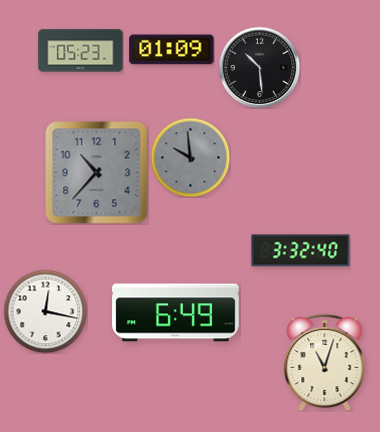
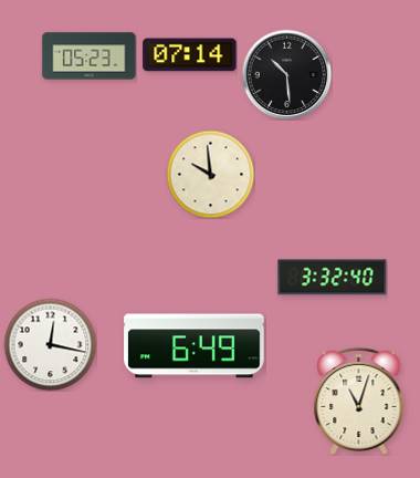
clock at (172, 50): 01:09 -> 07:14
clock at (190, 157) dial: grey -> cream
clock at (97, 173): 10:37 -> none
